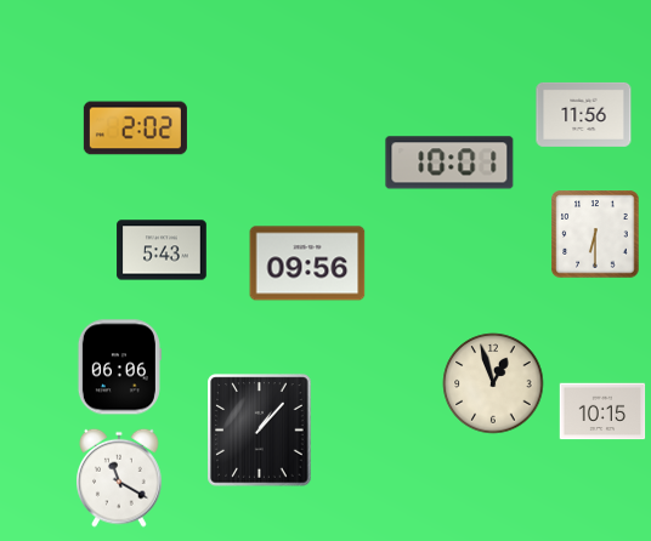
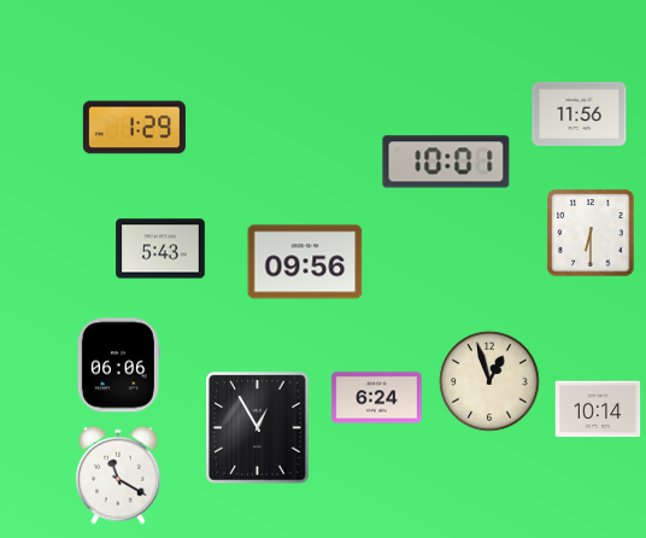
clock at (135, 129): 2:02 -> 1:29
clock at (377, 398): none -> 6:24
clock at (602, 411): 10:15 -> 10:14
clock at (260, 431): 1:07 -> 12:55
